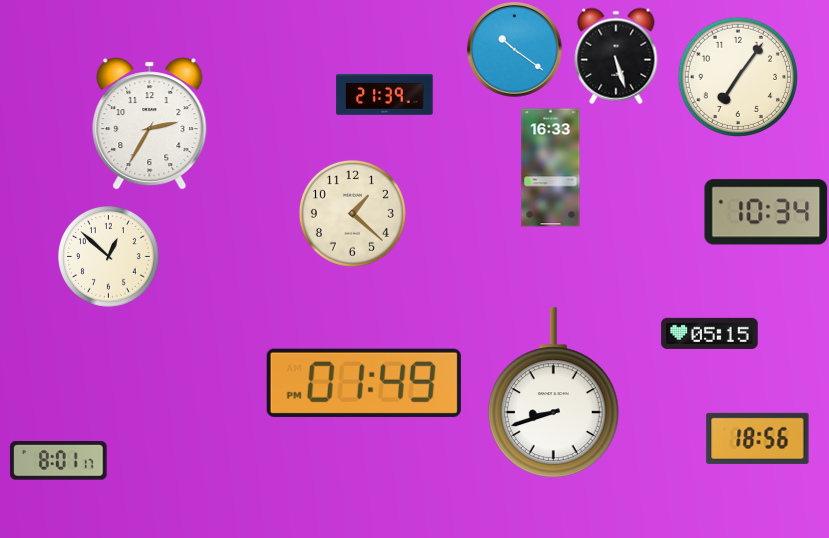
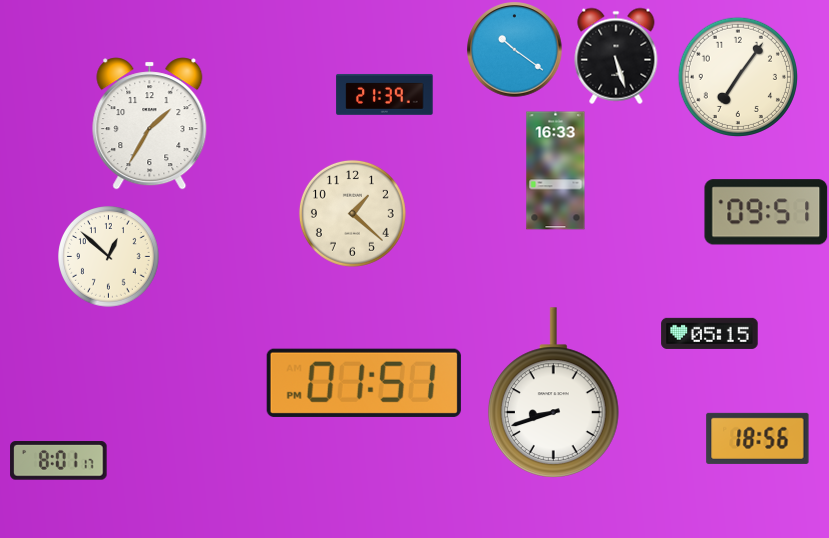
clock at (150, 124): 2:35 -> 1:35
clock at (551, 168) position: (551, 168) -> (556, 171)
clock at (766, 212): 10:34 -> 09:51
clock at (364, 383): 01:49 -> 01:51
